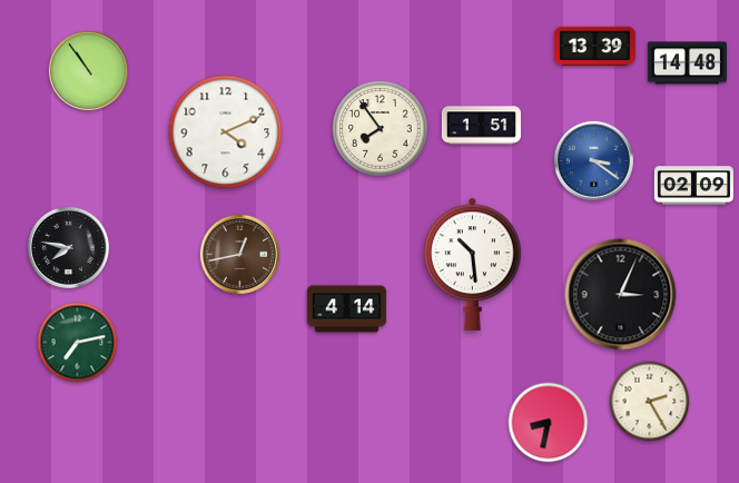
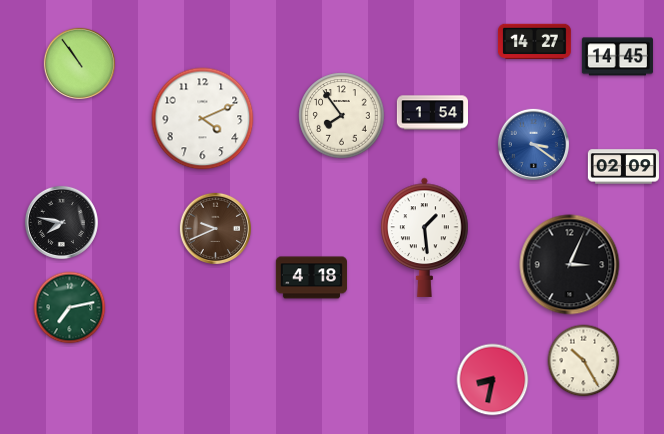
clock at (595, 47): 13:39 -> 14:27
clock at (687, 63): 14:48 -> 14:45
clock at (481, 126): 1:51 -> 1:54
clock at (239, 254): 12:43 -> 9:41
clock at (473, 264): 10:29 -> 1:29
clock at (621, 295) position: (621, 295) -> (570, 265)
clock at (346, 309): 4:14 -> 4:18
clock at (650, 402): 2:25 -> 10:25
